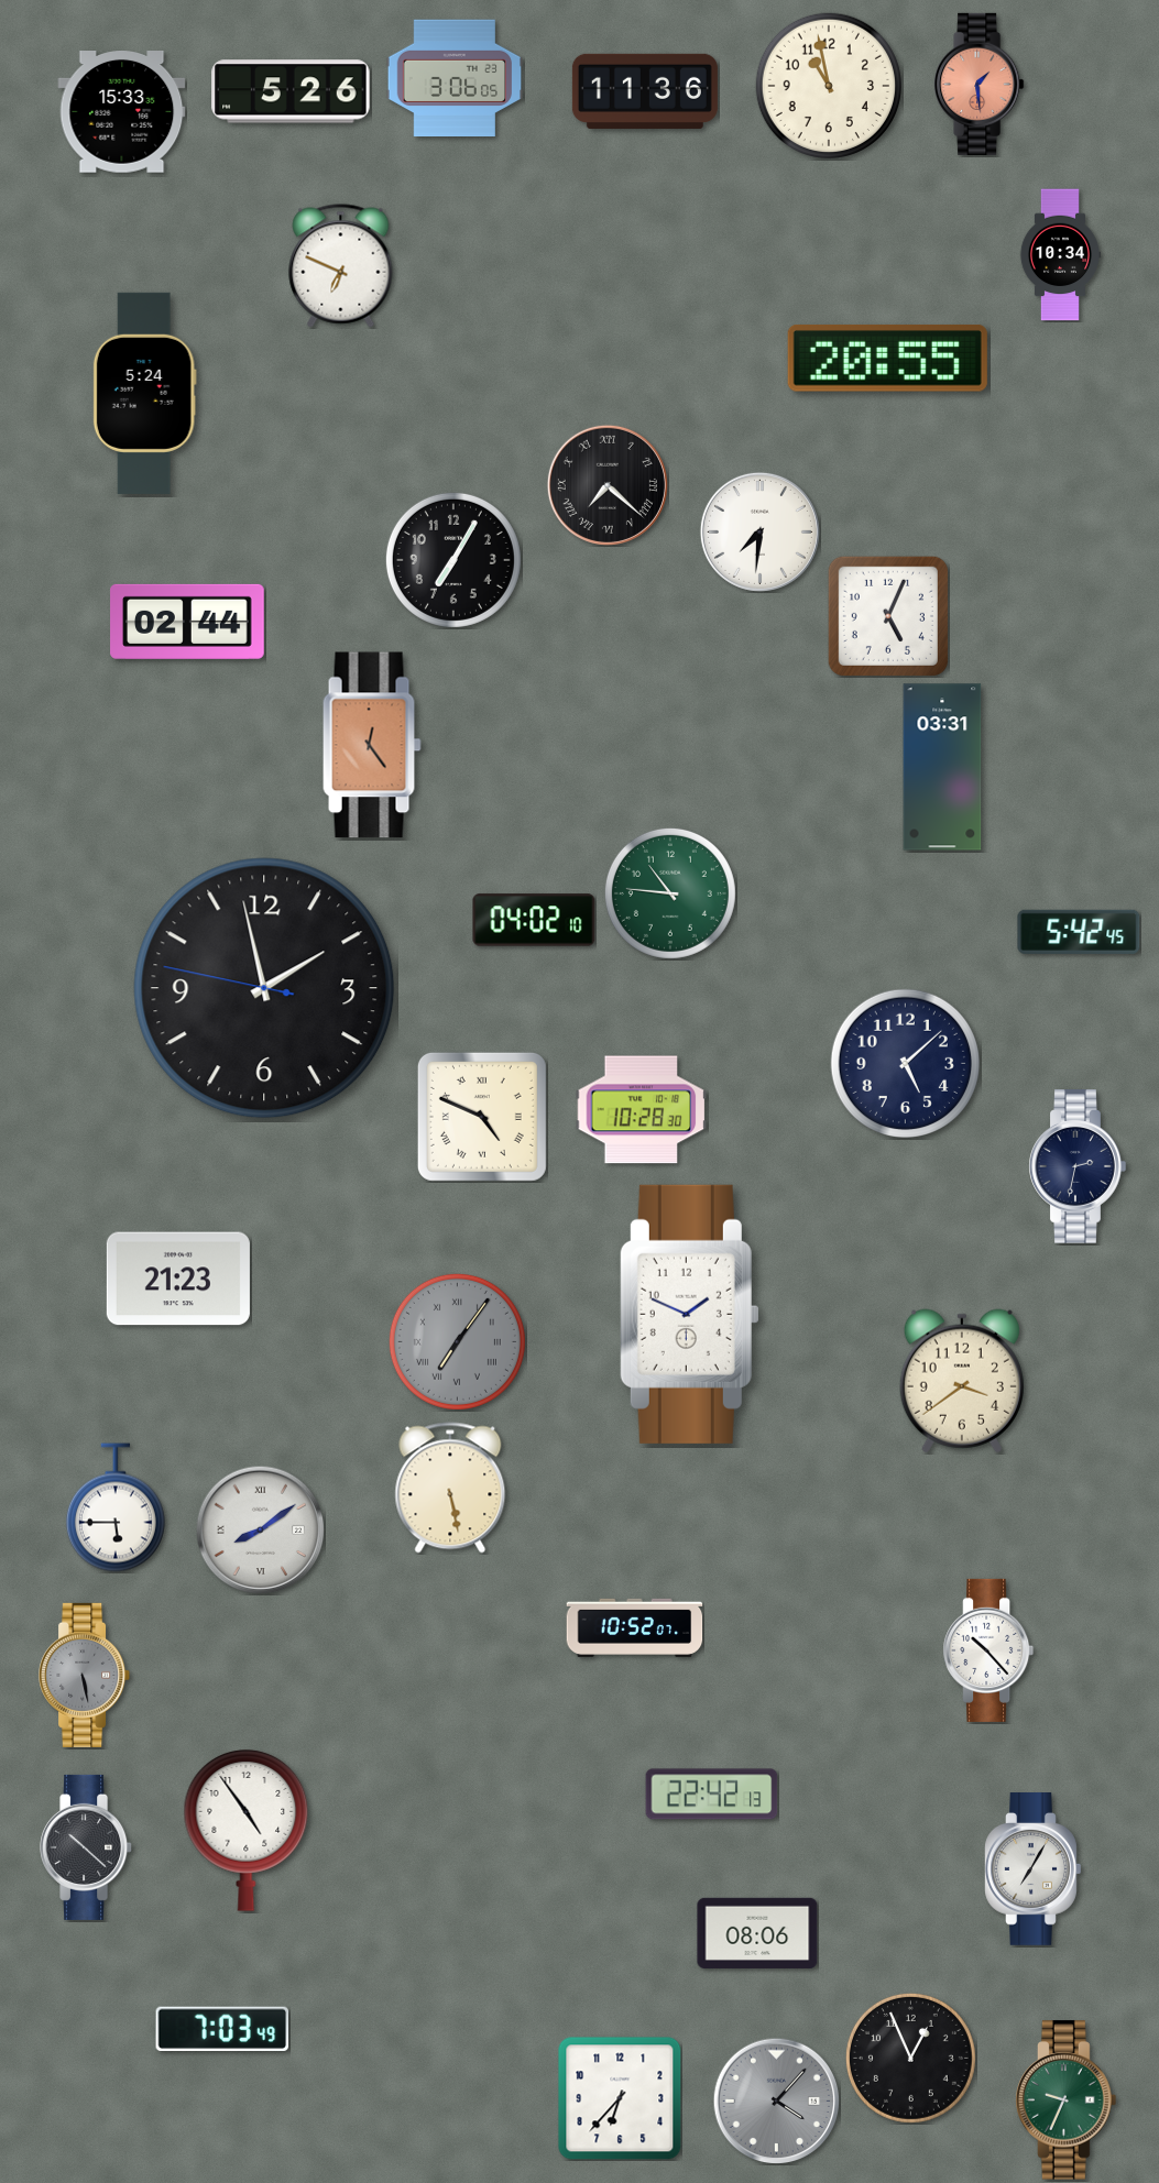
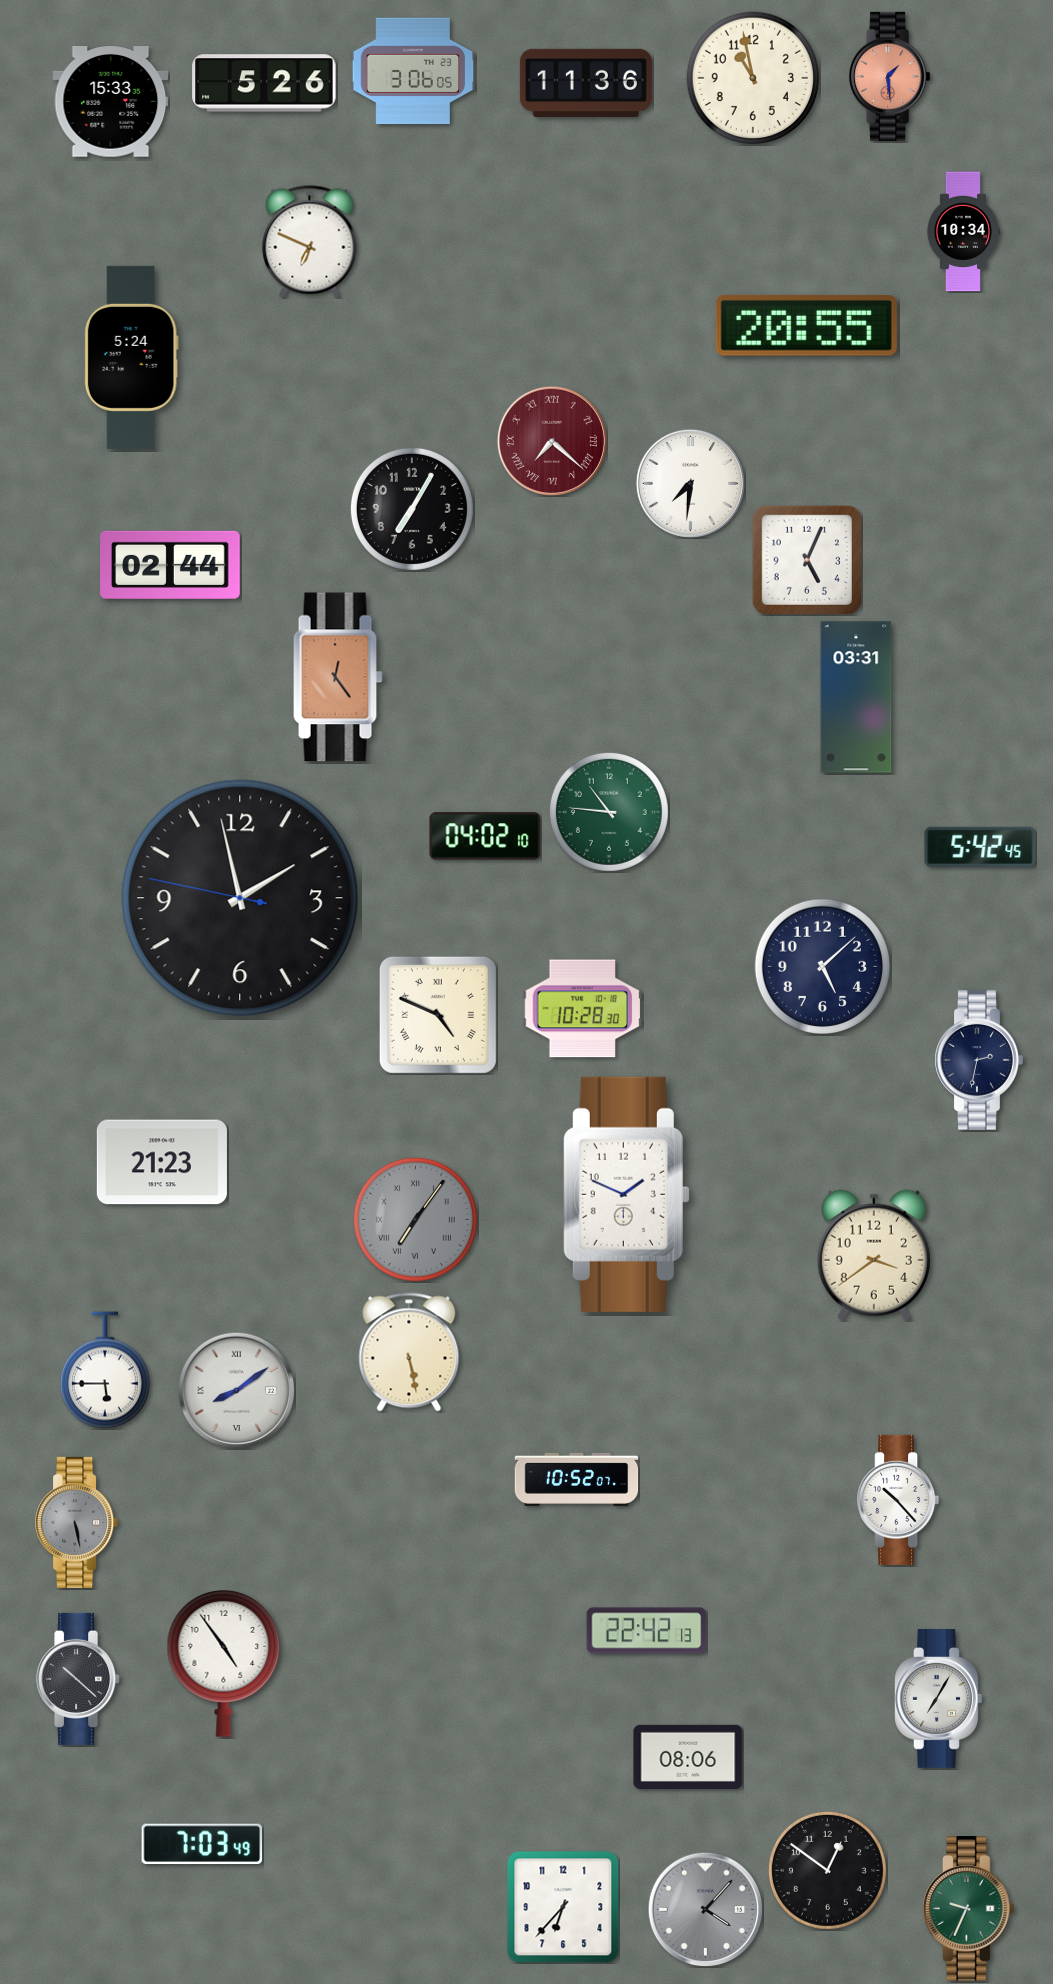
clock at (608, 485) dial: black -> burgundy
clock at (910, 2058): 12:56 -> 12:51
